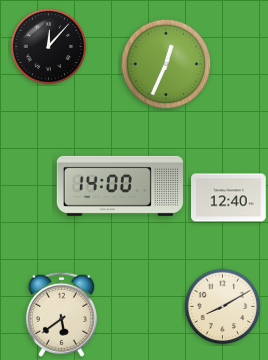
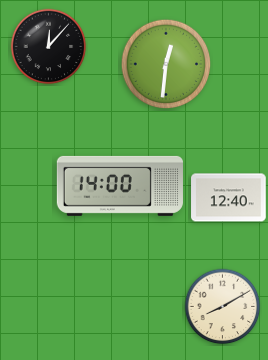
clock at (166, 64): 12:34 -> 12:31
clock at (61, 314): 5:39 -> none
